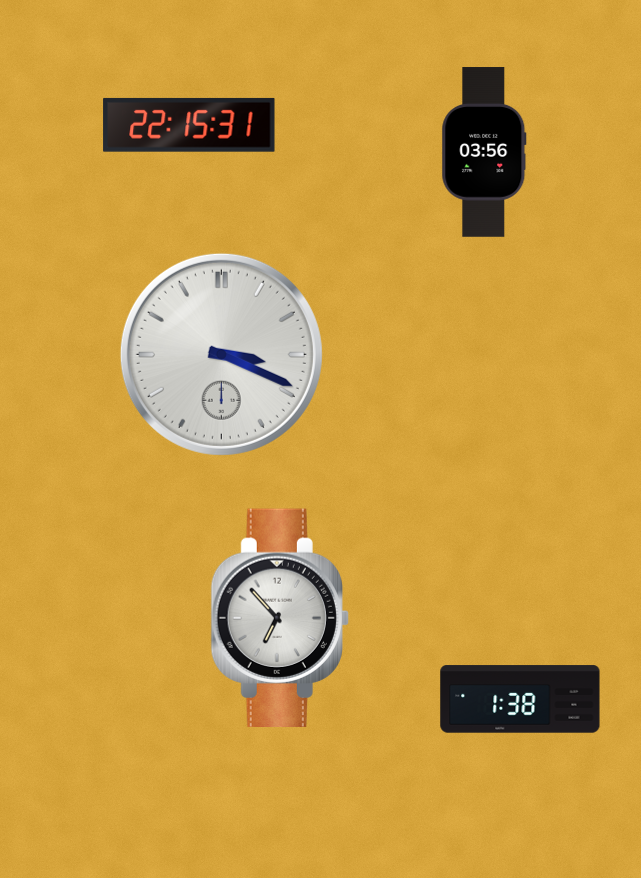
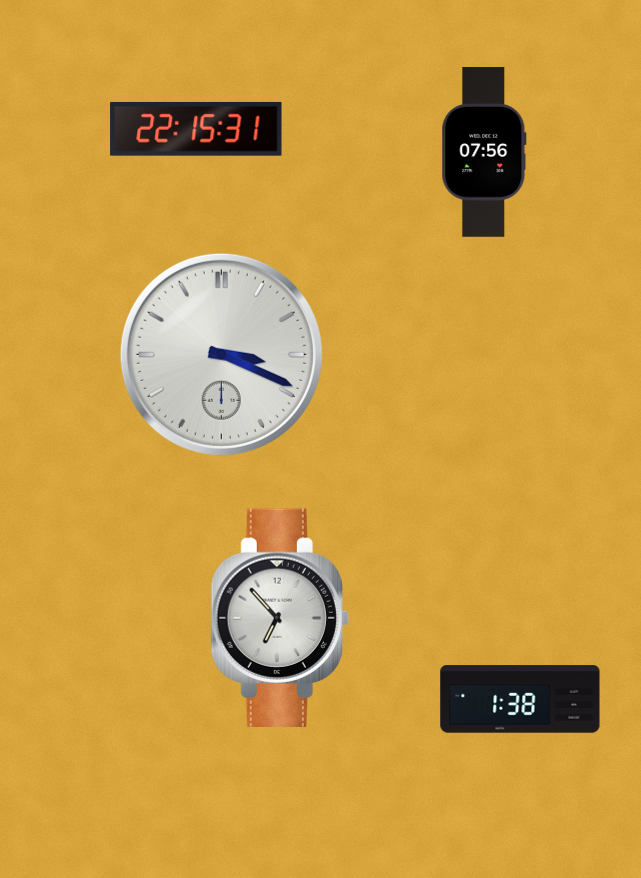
clock at (189, 125) position: (189, 125) -> (196, 129)
clock at (484, 152): 03:56 -> 07:56
